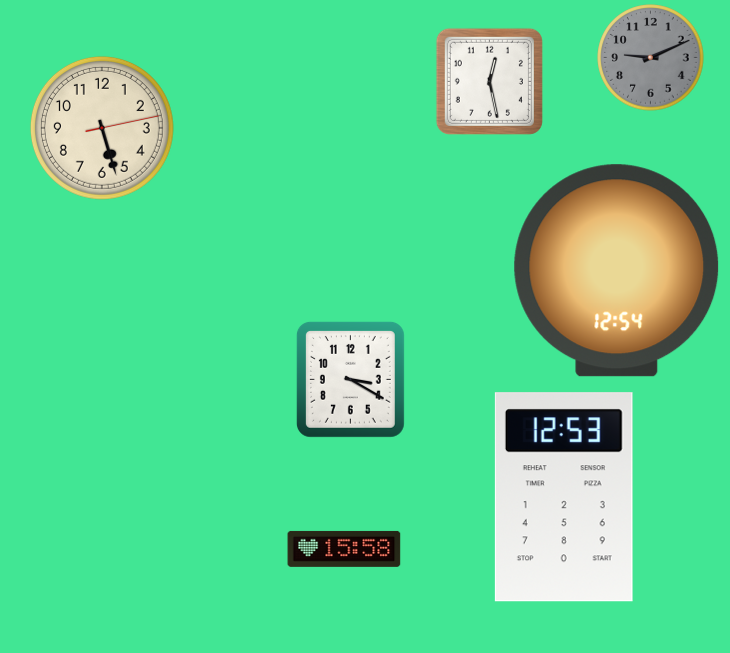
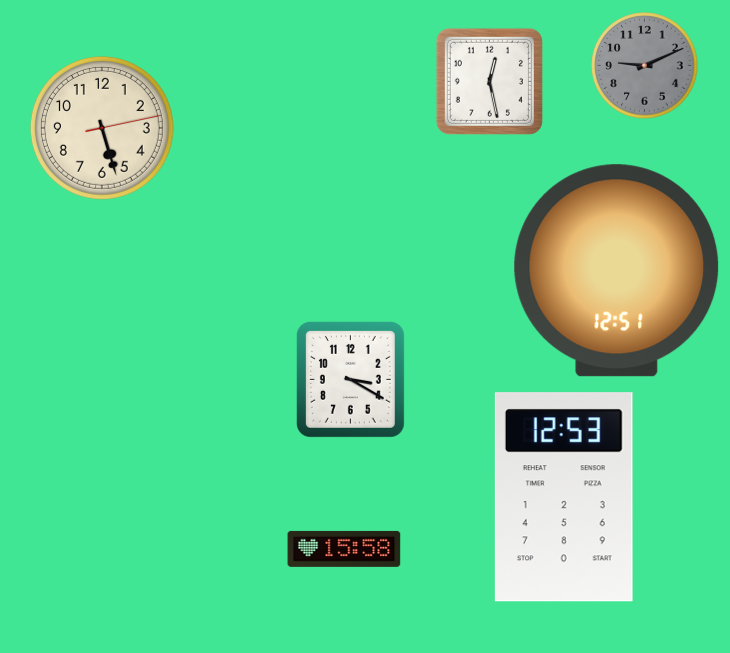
clock at (651, 58) position: (651, 58) -> (645, 66)
clock at (617, 271): 12:54 -> 12:51
